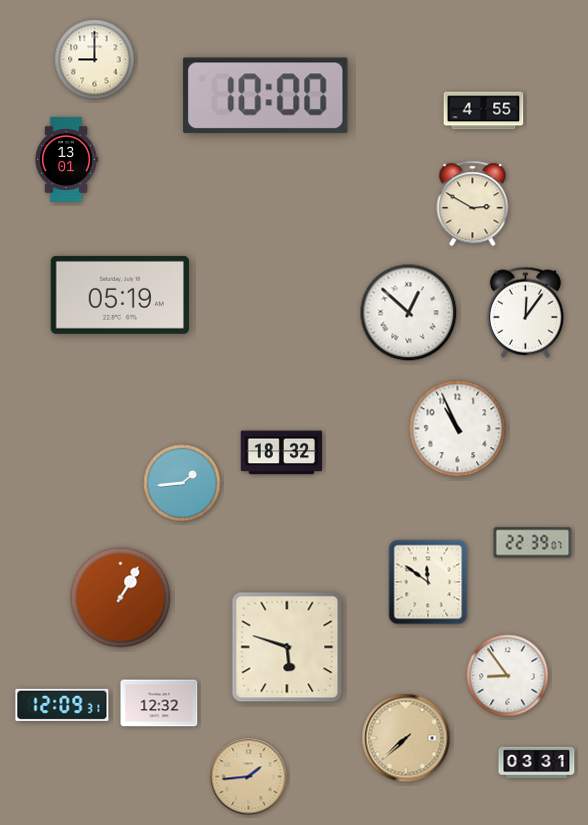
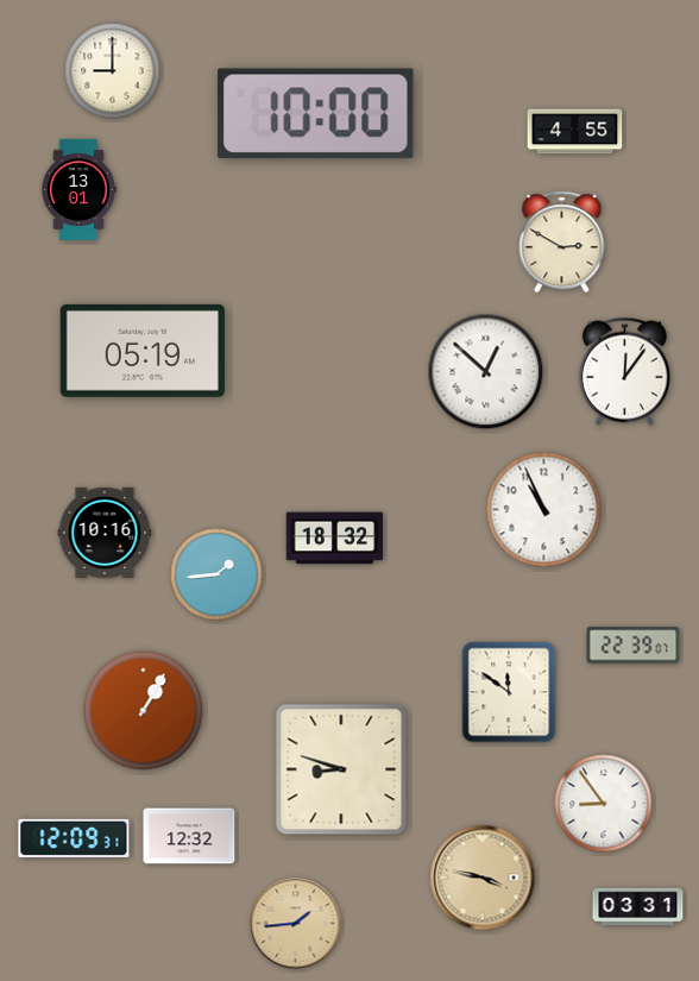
clock at (105, 533): none -> 10:16
clock at (287, 647): 5:48 -> 8:48
clock at (406, 738): 7:38 -> 3:47
